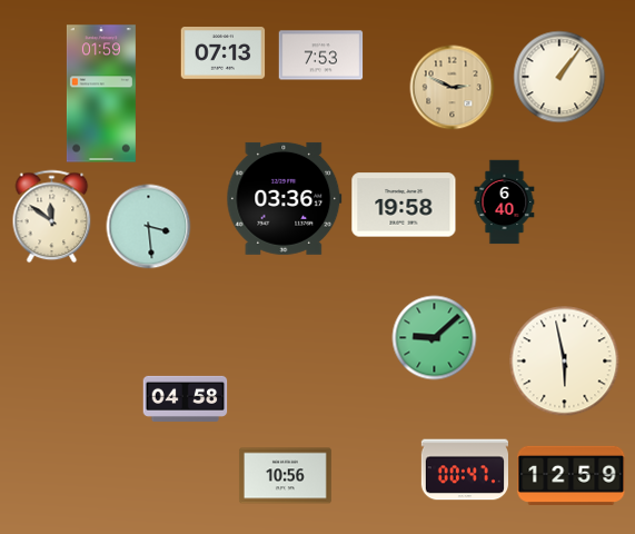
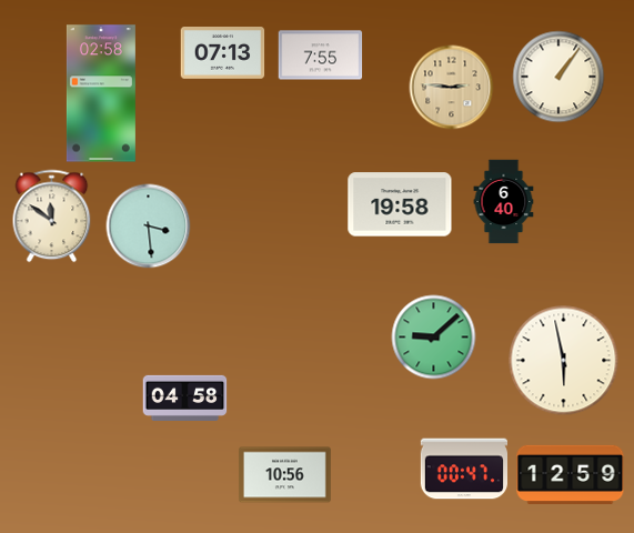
clock at (321, 56): 7:53 -> 7:55
clock at (453, 88): 2:49 -> 2:46
clock at (101, 93): 01:59 -> 02:58
clock at (285, 198): 03:36 -> none
clock at (404, 205) position: (404, 205) -> (400, 204)
